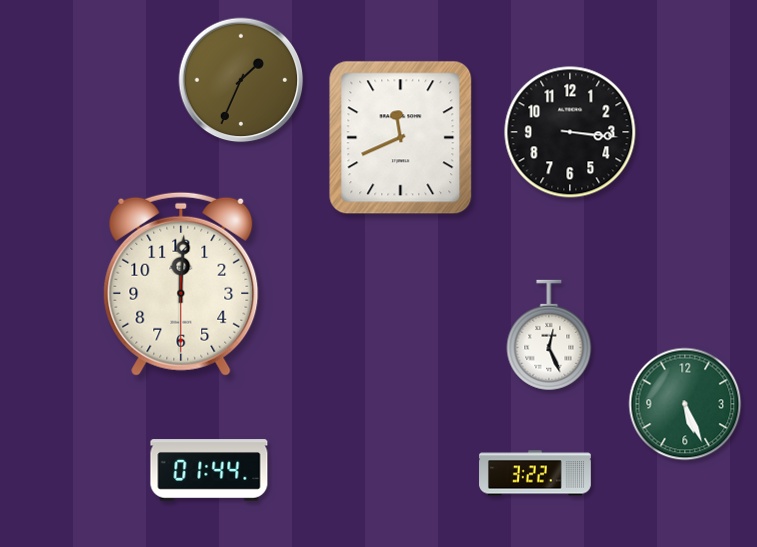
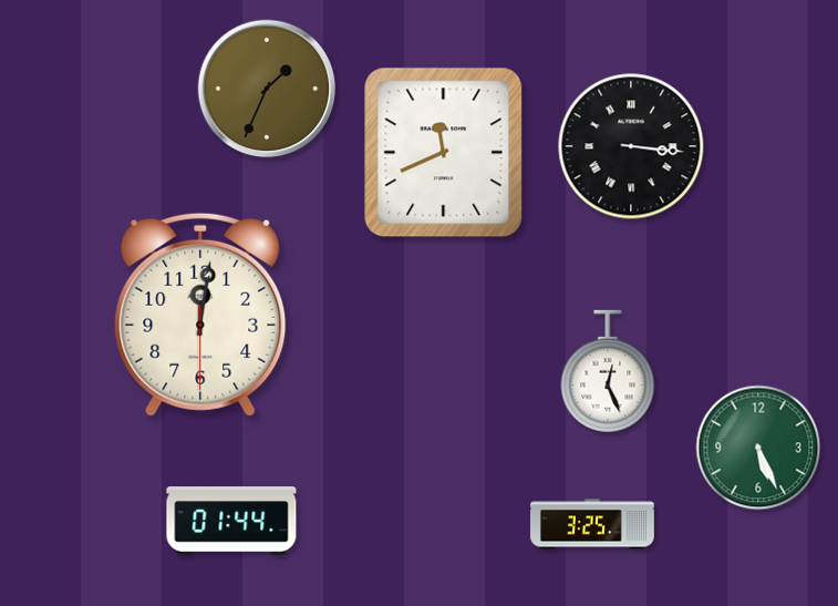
clock at (570, 132) numerals: Arabic -> Roman
clock at (181, 284): 12:00 -> 12:01
clock at (535, 473): 3:22 -> 3:25
